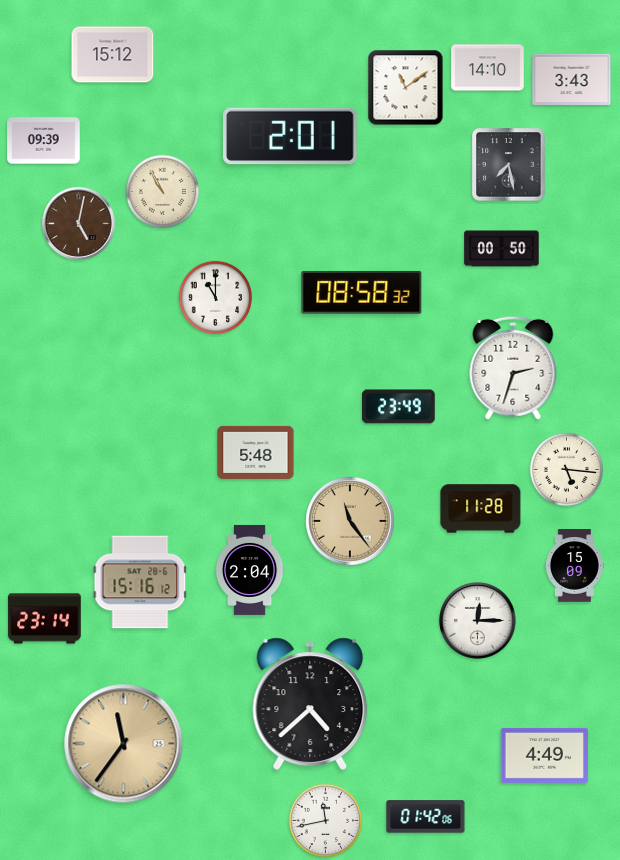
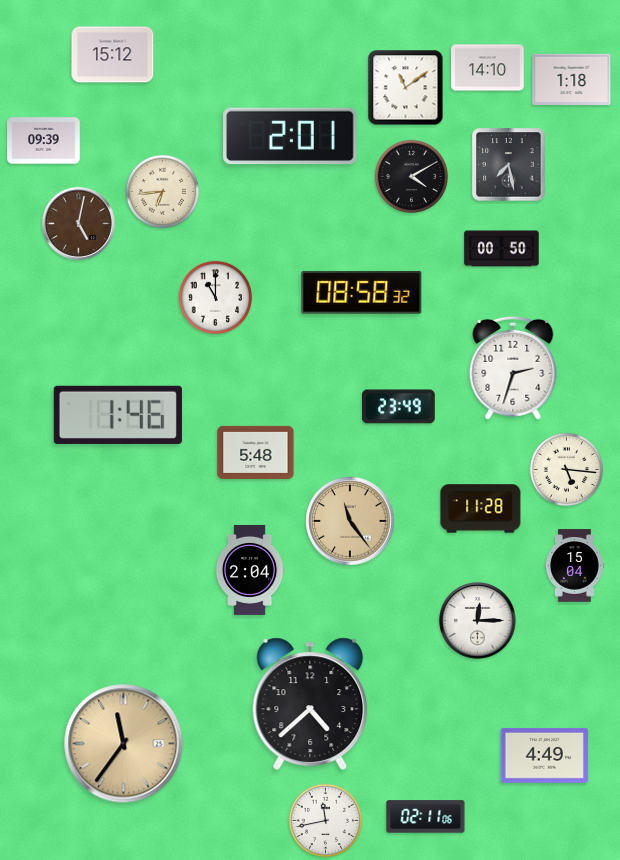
clock at (572, 79): 3:43 -> 1:18
clock at (412, 177): none -> 4:10
clock at (163, 192): 10:55 -> 6:44
clock at (118, 415): none -> 1:46
clock at (574, 566): 15:09 -> 15:04
clock at (140, 582): 15:16 -> none
clock at (45, 619): 23:14 -> none
clock at (426, 817): 01:42 -> 02:11
